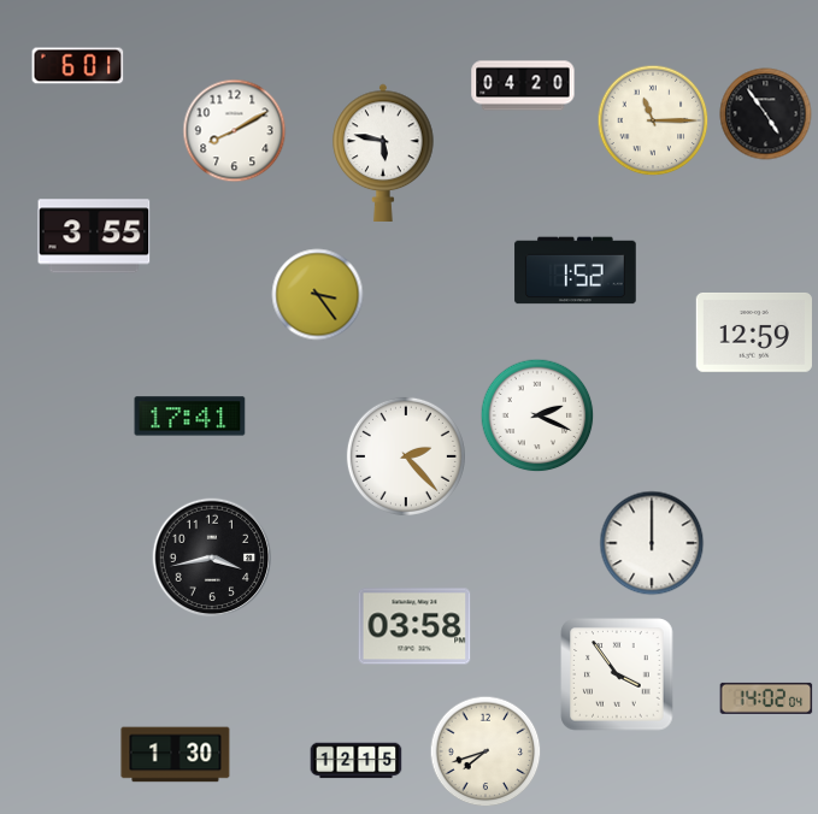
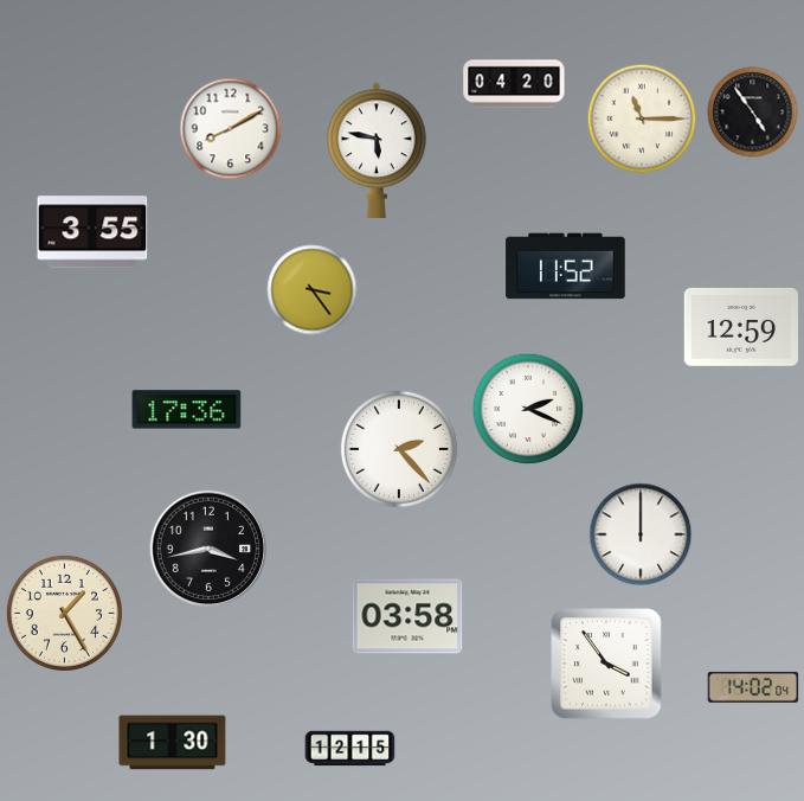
clock at (78, 66): 6:01 -> none
clock at (576, 271): 1:52 -> 11:52
clock at (190, 417): 17:41 -> 17:36
clock at (64, 613): none -> 1:25
clock at (485, 751): 7:42 -> none
